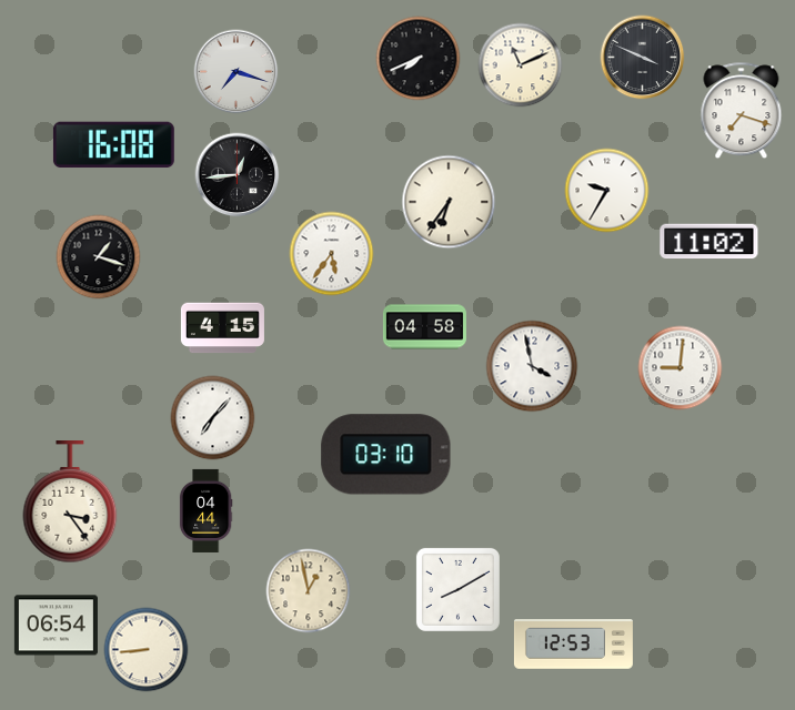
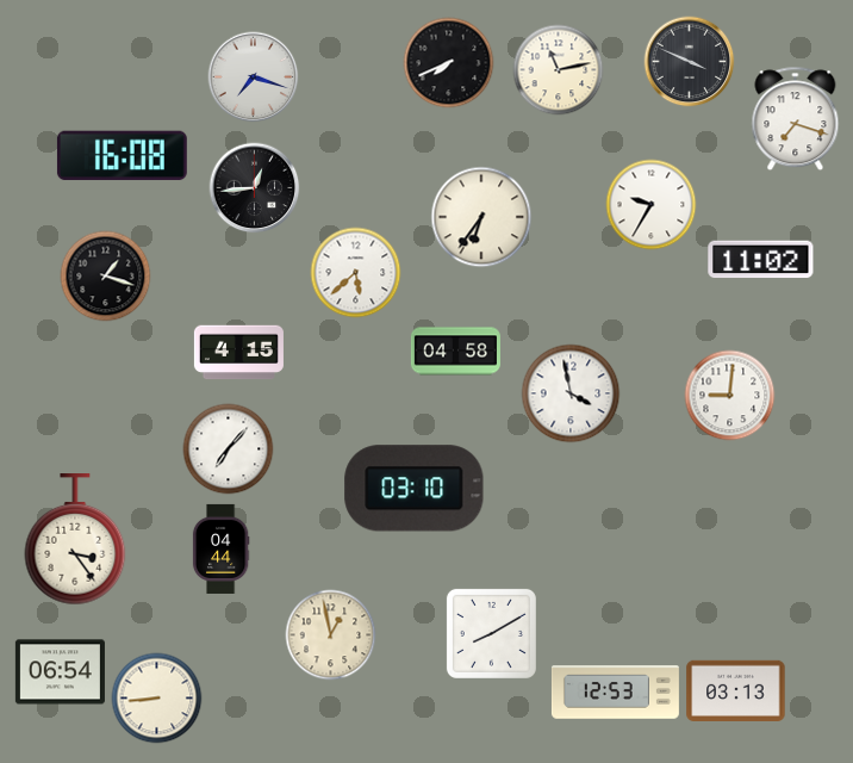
clock at (521, 65): 11:11 -> 11:13
clock at (332, 254): 5:36 -> 5:38
clock at (736, 690): none -> 03:13
